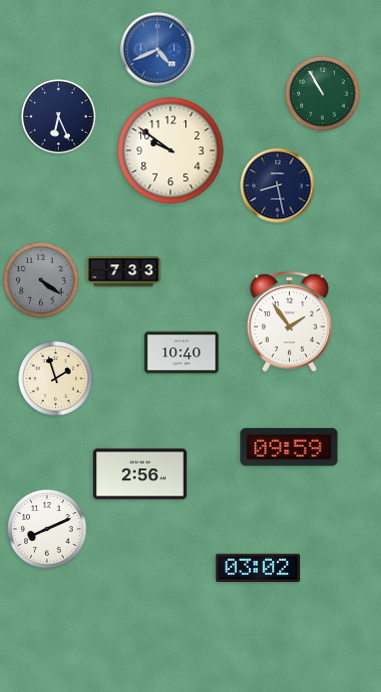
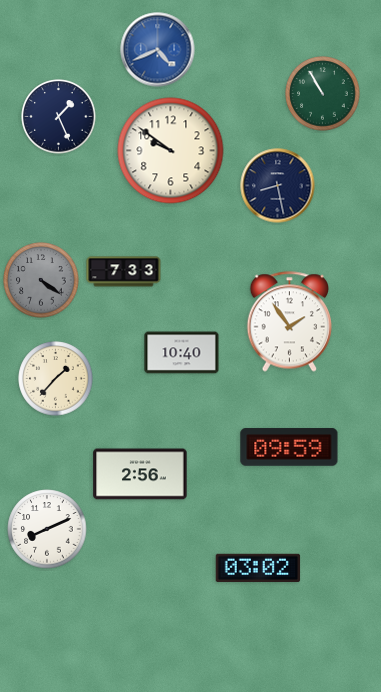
clock at (59, 117): 6:26 -> 1:26
clock at (56, 379): 1:57 -> 1:37
